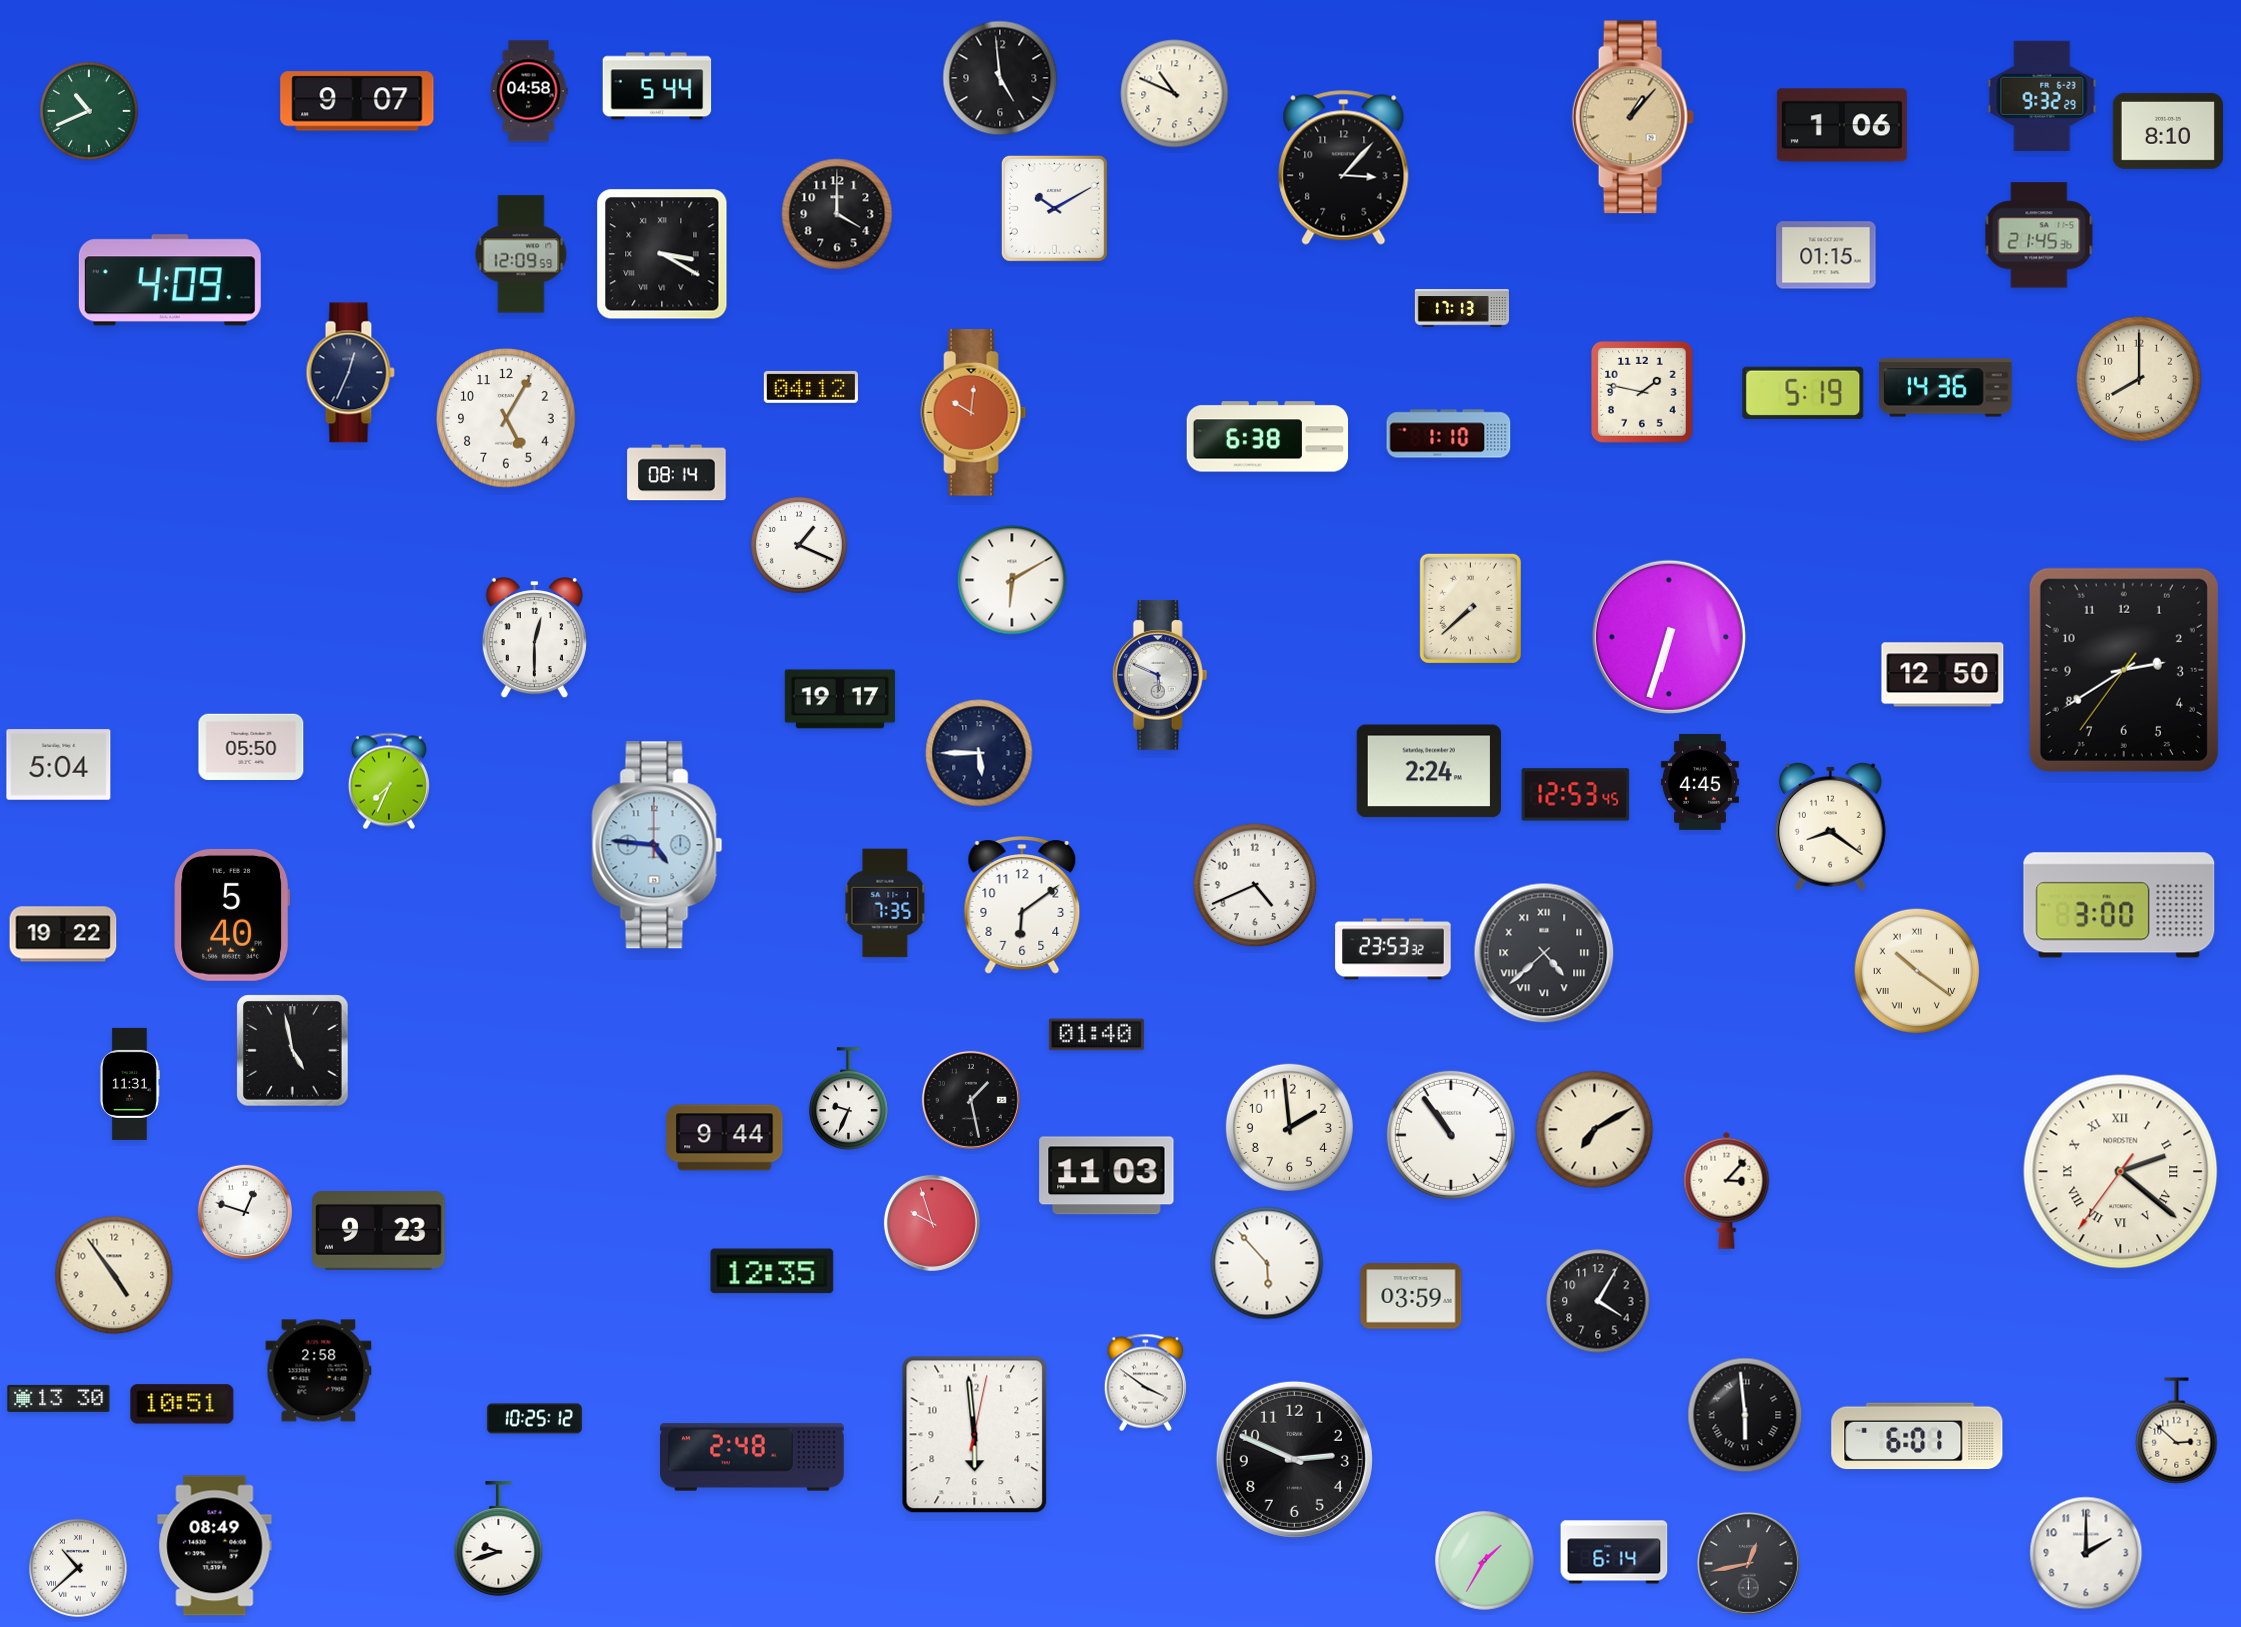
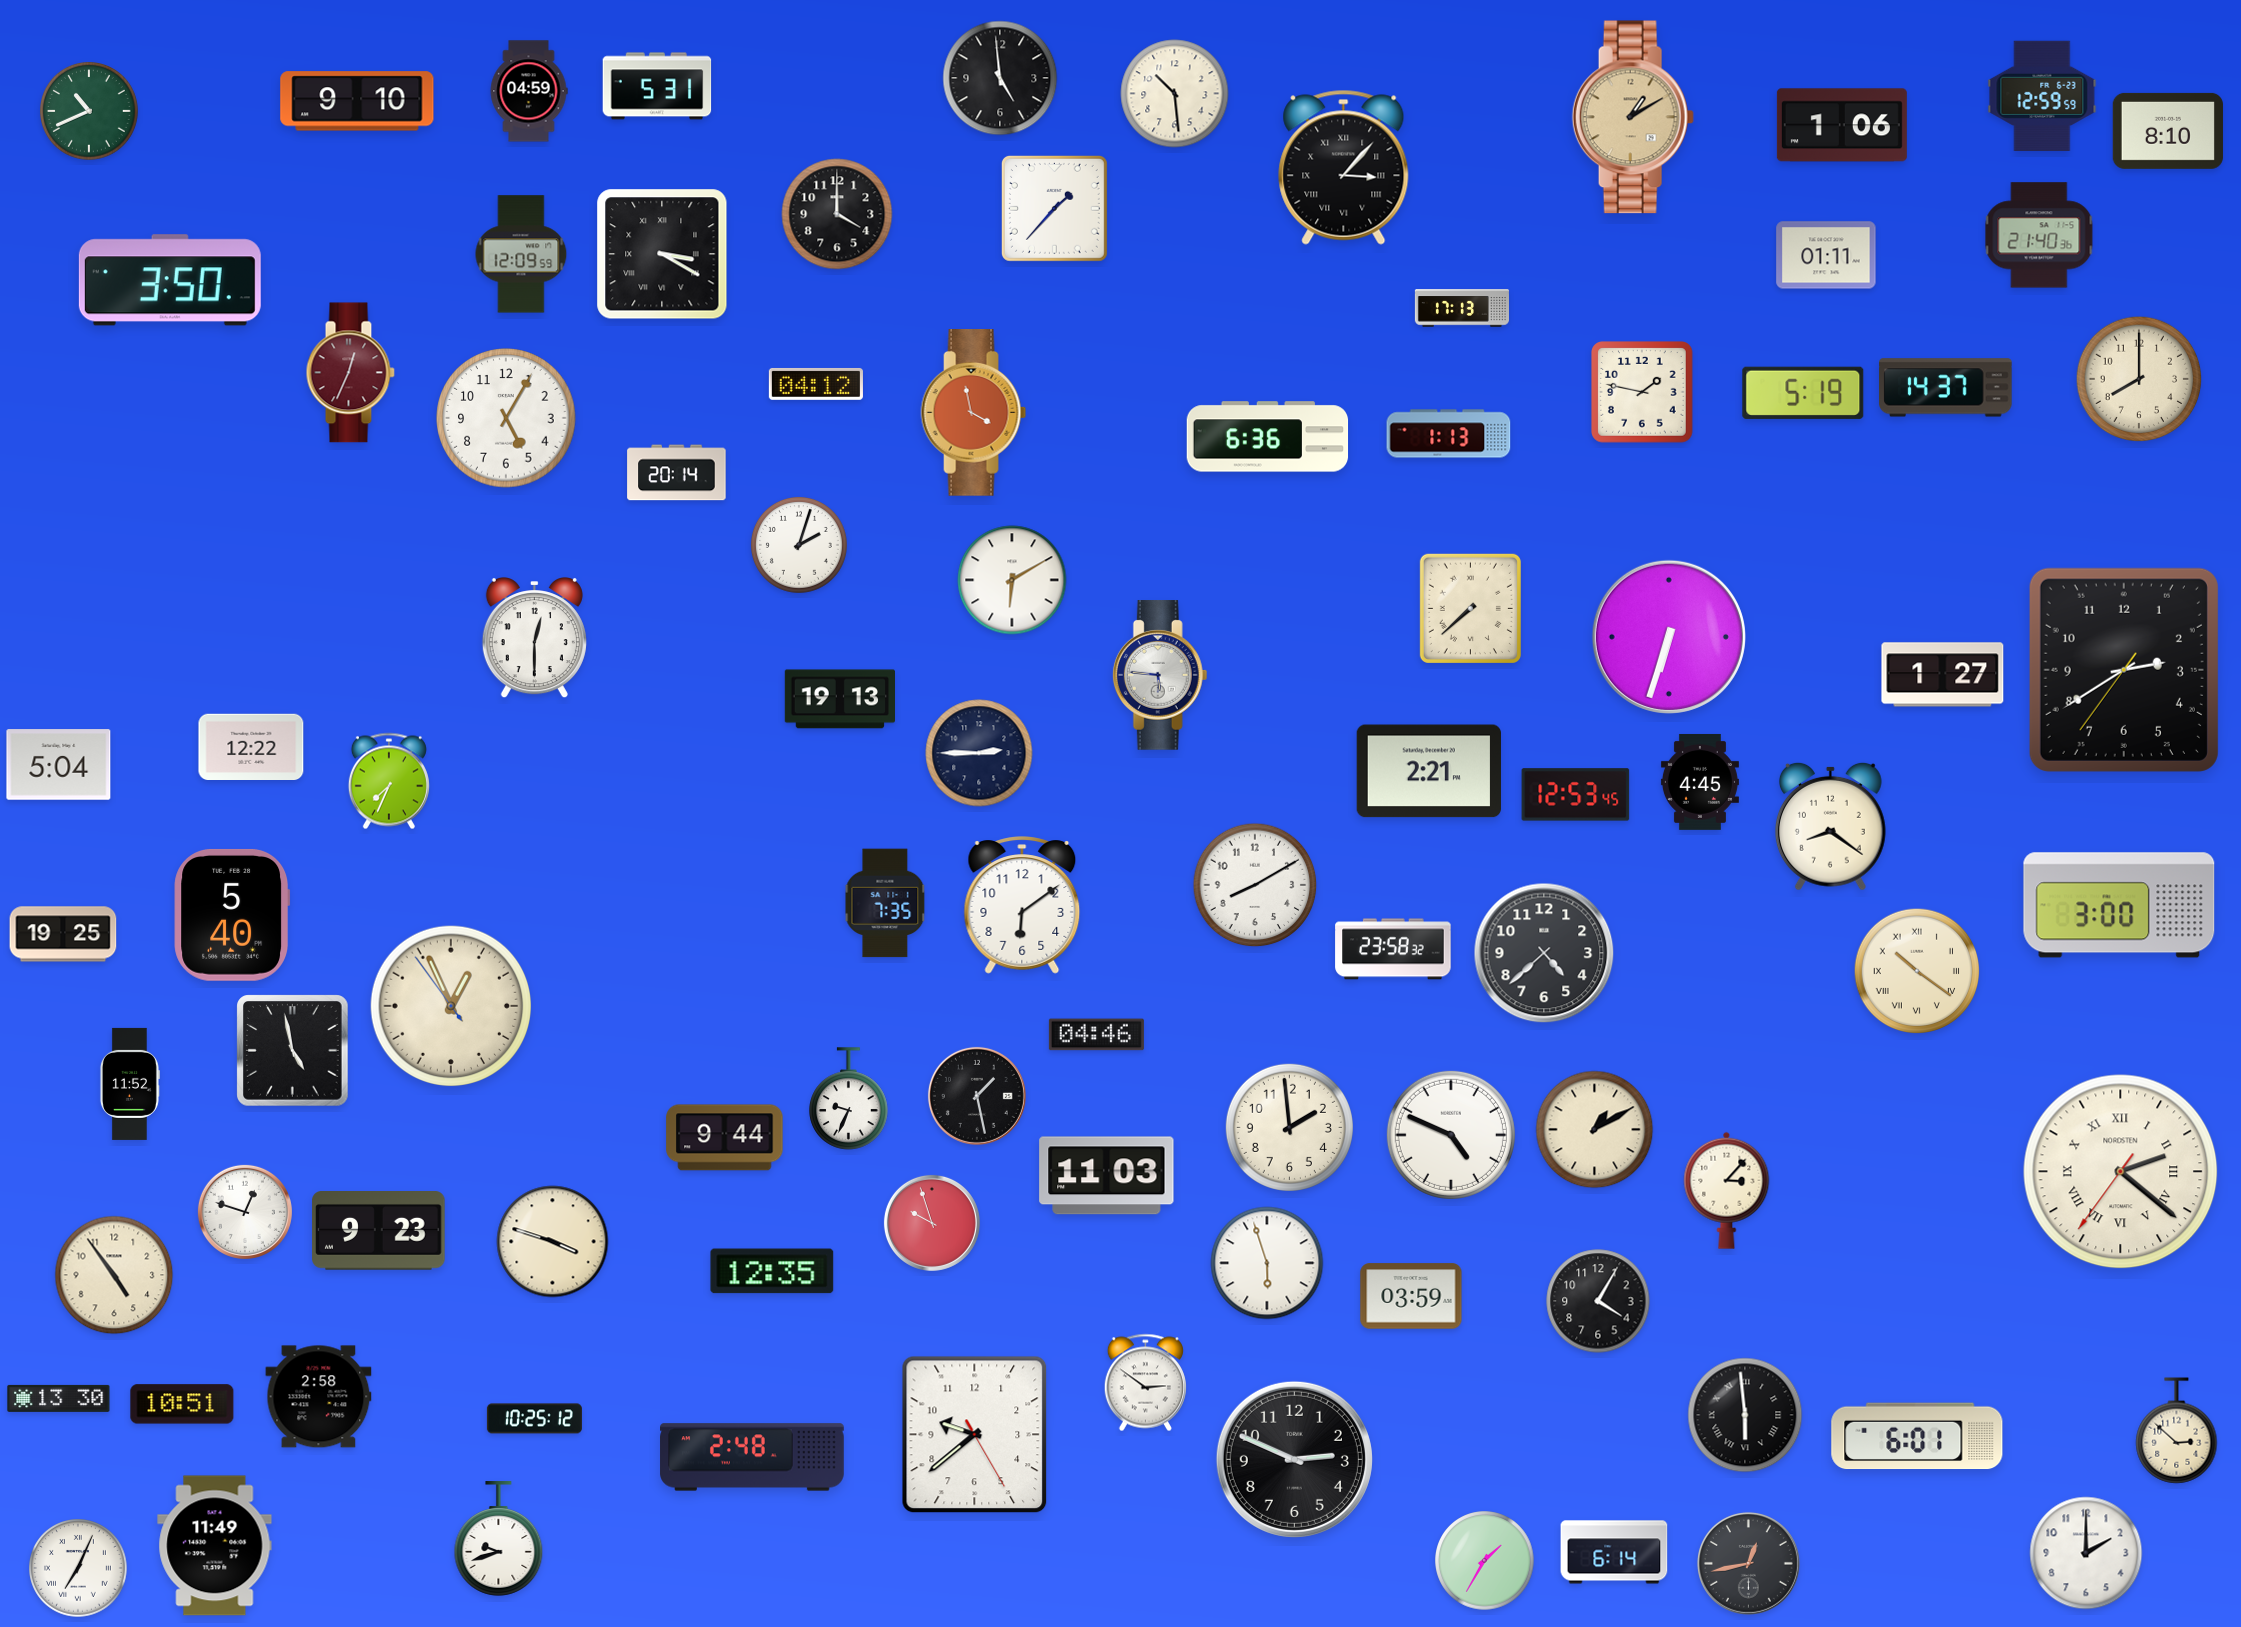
clock at (657, 86): 5:44 -> 5:31
clock at (529, 91): 04:58 -> 04:59
clock at (1175, 94): 10:49 -> 10:29
clock at (2042, 96): 9:32 -> 12:59
clock at (357, 101): 9:07 -> 9:10
clock at (1633, 117): 1:07 -> 1:10
clock at (1344, 167) numerals: Arabic -> Roman
clock at (1054, 208): 10:10 -> 1:37
clock at (2039, 235): 21:45 -> 21:40
clock at (1826, 255): 01:15 -> 01:11
clock at (170, 280): 4:09 -> 3:50
clock at (350, 373) dial: navy -> burgundy
clock at (811, 387) position: (811, 387) -> (816, 384)
clock at (1946, 388): 14:36 -> 14:37
clock at (974, 413): 10:01 -> 3:58
clock at (1449, 434): 1:10 -> 1:13
clock at (1268, 437): 6:38 -> 6:36
clock at (677, 473): 08:14 -> 20:14
clock at (799, 545): 1:19 -> 2:03
clock at (1160, 675): 5:49 -> 5:46
clock at (1943, 675): 12:50 -> 1:27
clock at (839, 699): 19:17 -> 19:13
clock at (251, 746): 05:50 -> 12:22
clock at (979, 753): 5:45 -> 2:45
clock at (1429, 771): 2:24 -> 2:21
clock at (657, 845): 4:46 -> none
clock at (1255, 885): 4:41 -> 8:10
clock at (63, 934): 19:22 -> 19:25
clock at (1393, 949): 23:53 -> 23:58
clock at (1544, 953) numerals: Roman -> Arabic
clock at (451, 1006): none -> 12:55
clock at (1096, 1035): 01:40 -> 04:46
clock at (129, 1084): 11:31 -> 11:52
clock at (971, 1100) position: (971, 1100) -> (977, 1096)
clock at (1595, 1130): 7:10 -> 1:10
clock at (1451, 1135): 10:54 -> 4:49
clock at (553, 1242): none -> 3:48
clock at (1267, 1263): 5:53 -> 5:57
clock at (319, 1371) position: (319, 1371) -> (319, 1397)
clock at (1145, 1383): 3:51 -> 2:51
clock at (975, 1435): 5:59 -> 9:38
clock at (215, 1546): 08:49 -> 11:49
clock at (79, 1569): 10:38 -> 7:04
